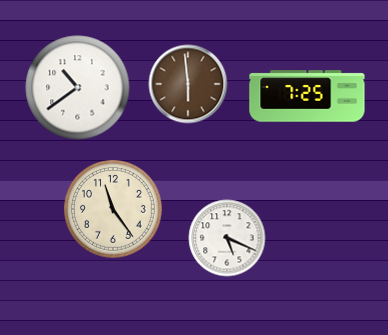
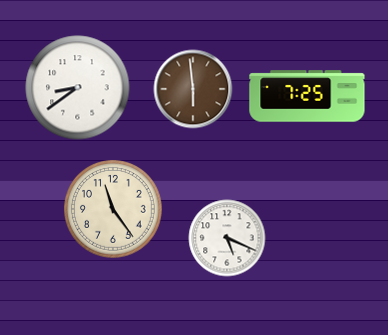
clock at (188, 84) position: (188, 84) -> (193, 89)
clock at (78, 88): 10:39 -> 8:39
